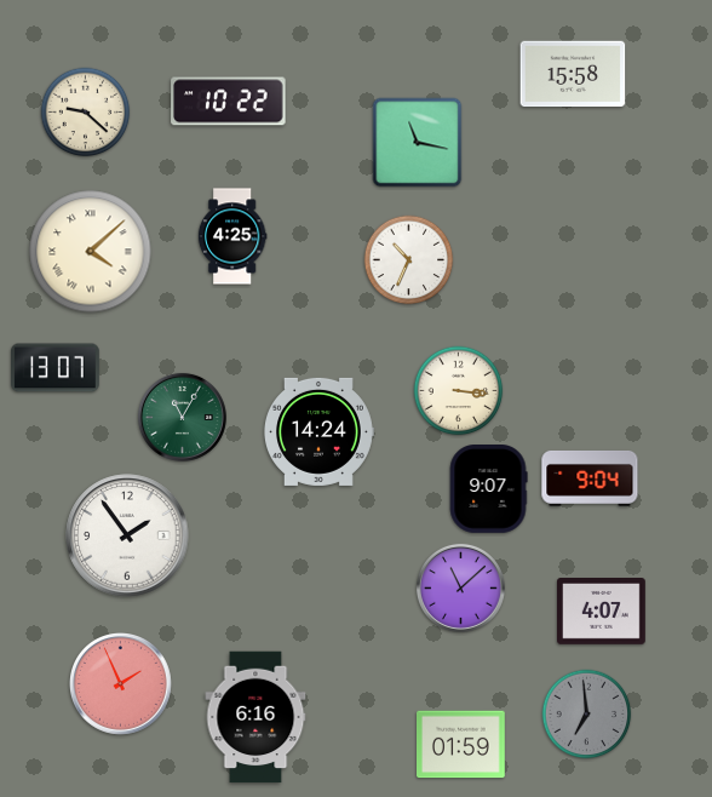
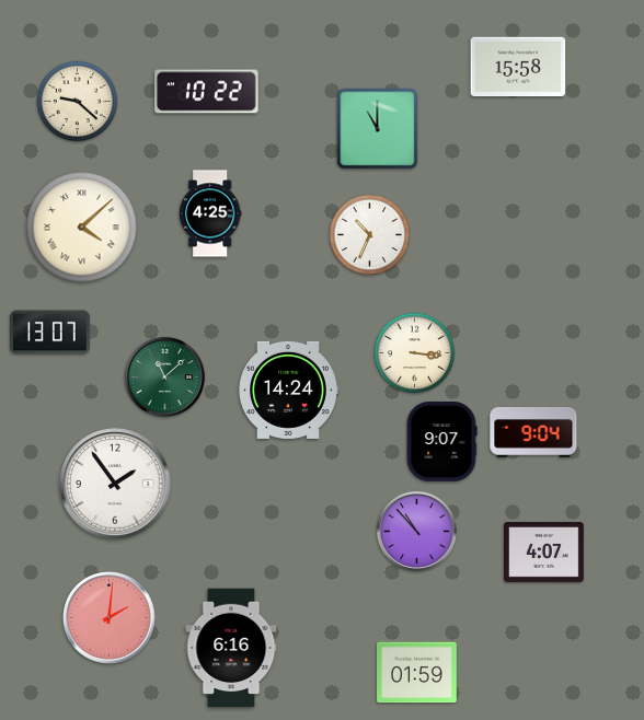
clock at (418, 143): 11:17 -> 11:00
clock at (182, 417): 11:05 -> 11:08
clock at (460, 587): 11:08 -> 10:53
clock at (121, 684): 1:56 -> 2:01
clock at (587, 715): 6:59 -> none
